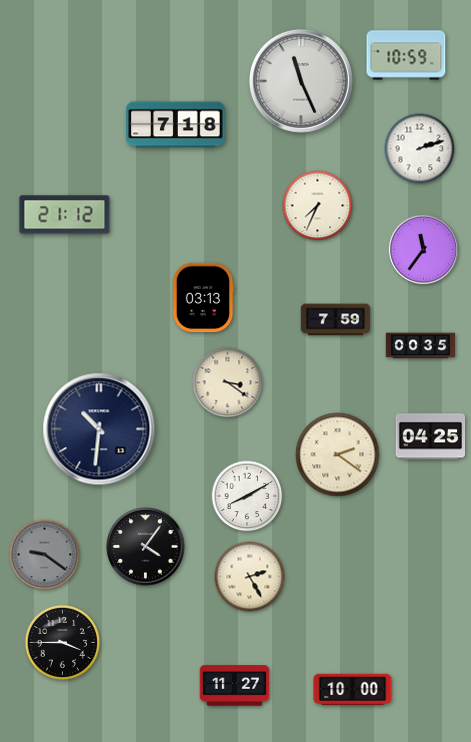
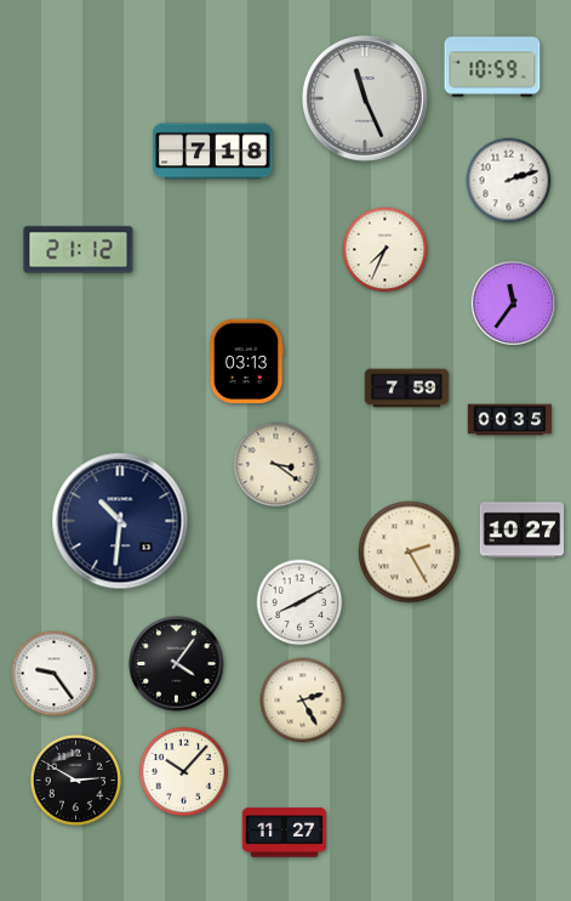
clock at (65, 215) position: (65, 215) -> (79, 250)
clock at (431, 437): 04:25 -> 10:27
clock at (338, 455): 2:21 -> 2:25
clock at (45, 555): 9:21 -> 9:24
clock at (45, 555) dial: grey -> white
clock at (184, 772): none -> 10:07
clock at (62, 642): 3:45 -> 2:50
clock at (353, 690): 10:00 -> none
